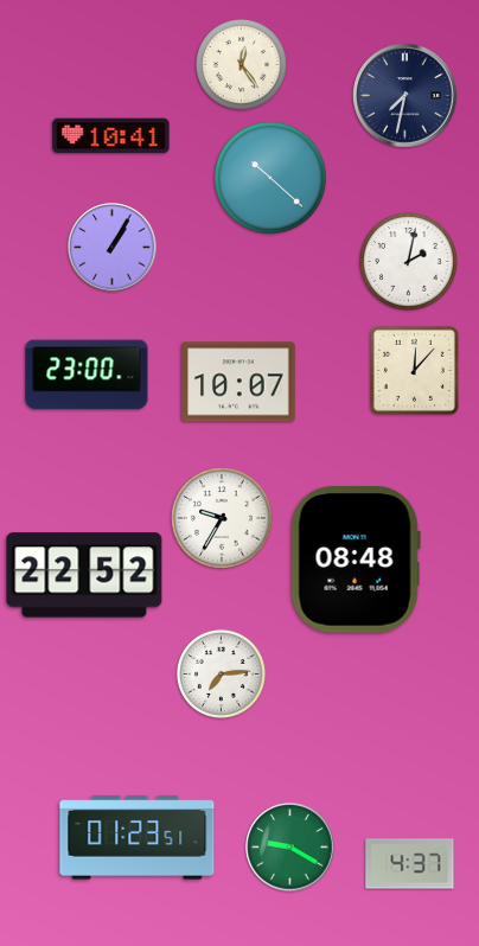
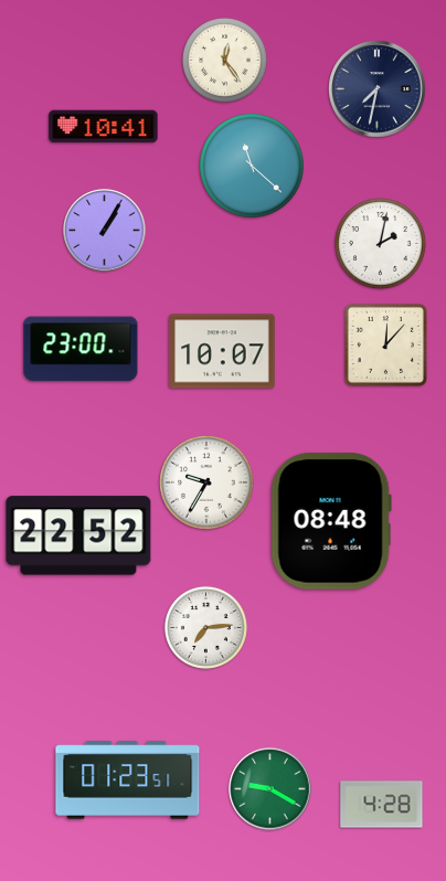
clock at (270, 178): 10:22 -> 11:22
clock at (238, 382) position: (238, 382) -> (222, 351)
clock at (410, 864): 4:37 -> 4:28
